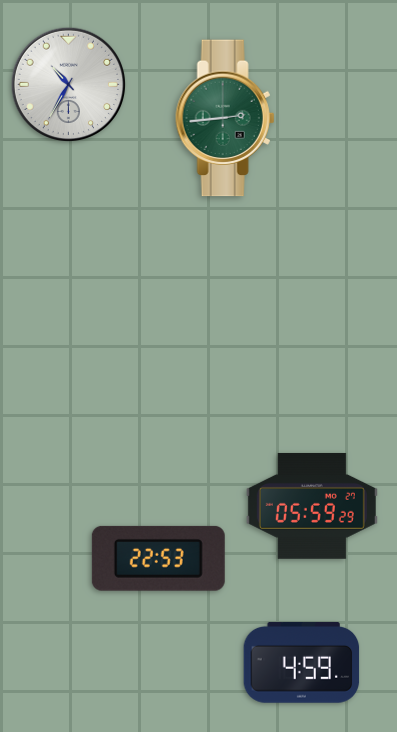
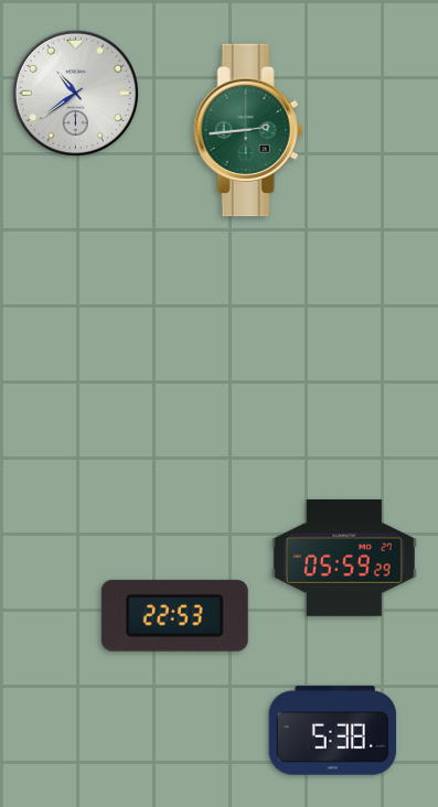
clock at (68, 84): 10:35 -> 10:39
clock at (302, 662): 4:59 -> 5:38
